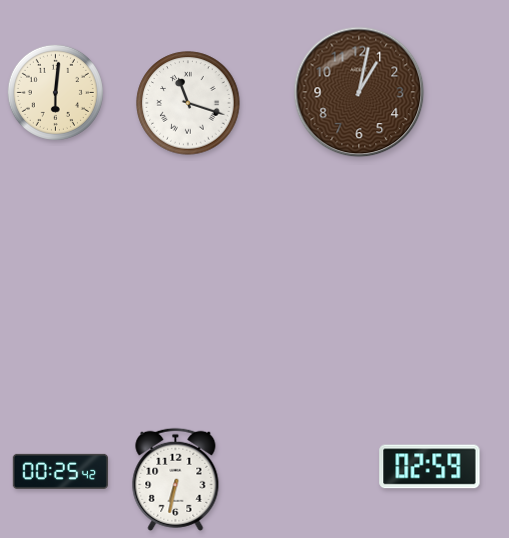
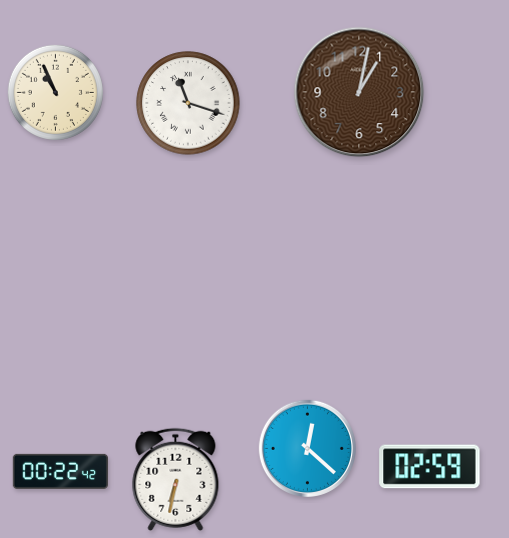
clock at (55, 92): 6:01 -> 10:56
clock at (307, 448): none -> 12:22
clock at (60, 471): 00:25 -> 00:22
